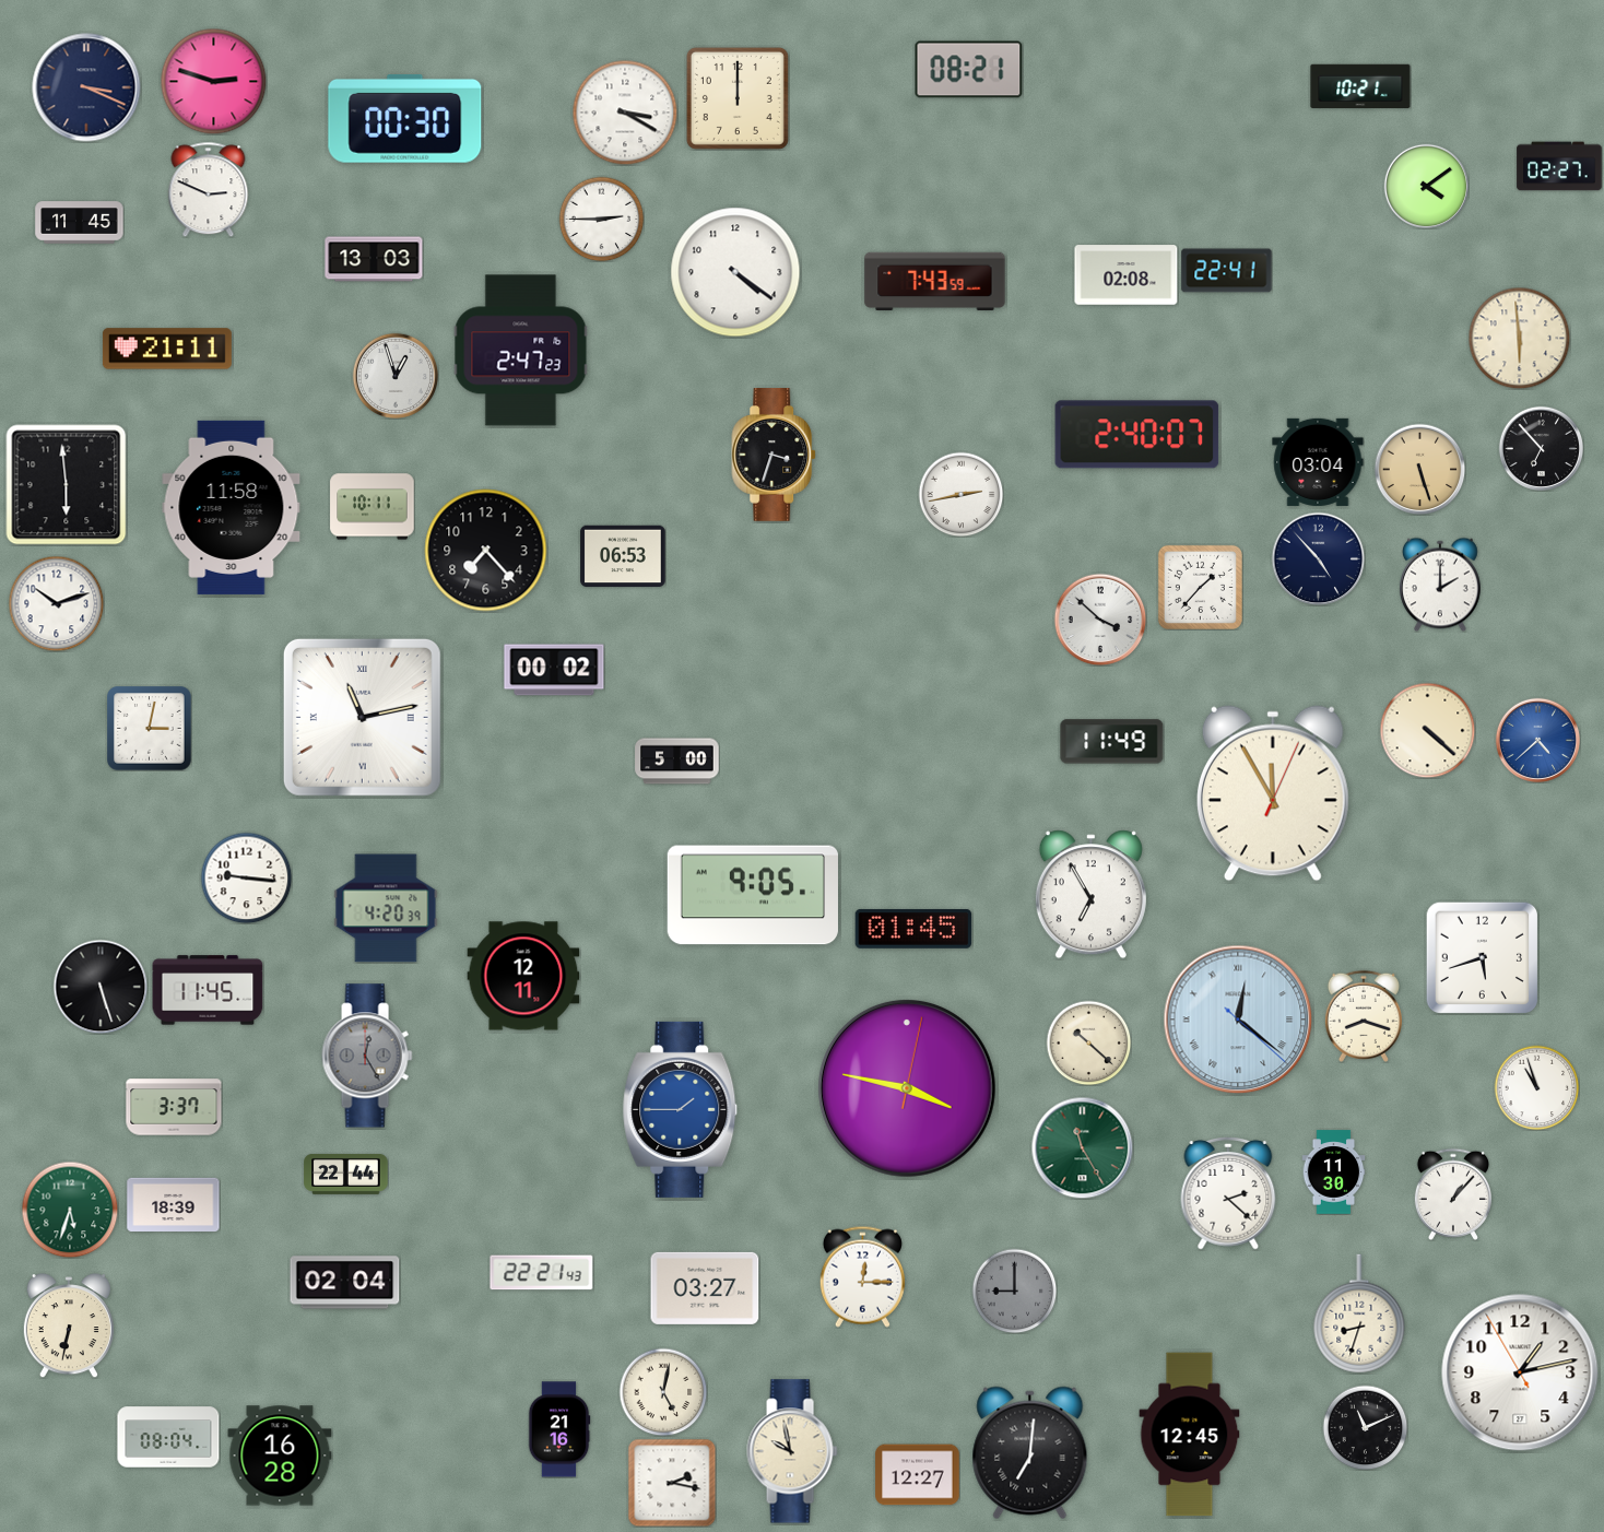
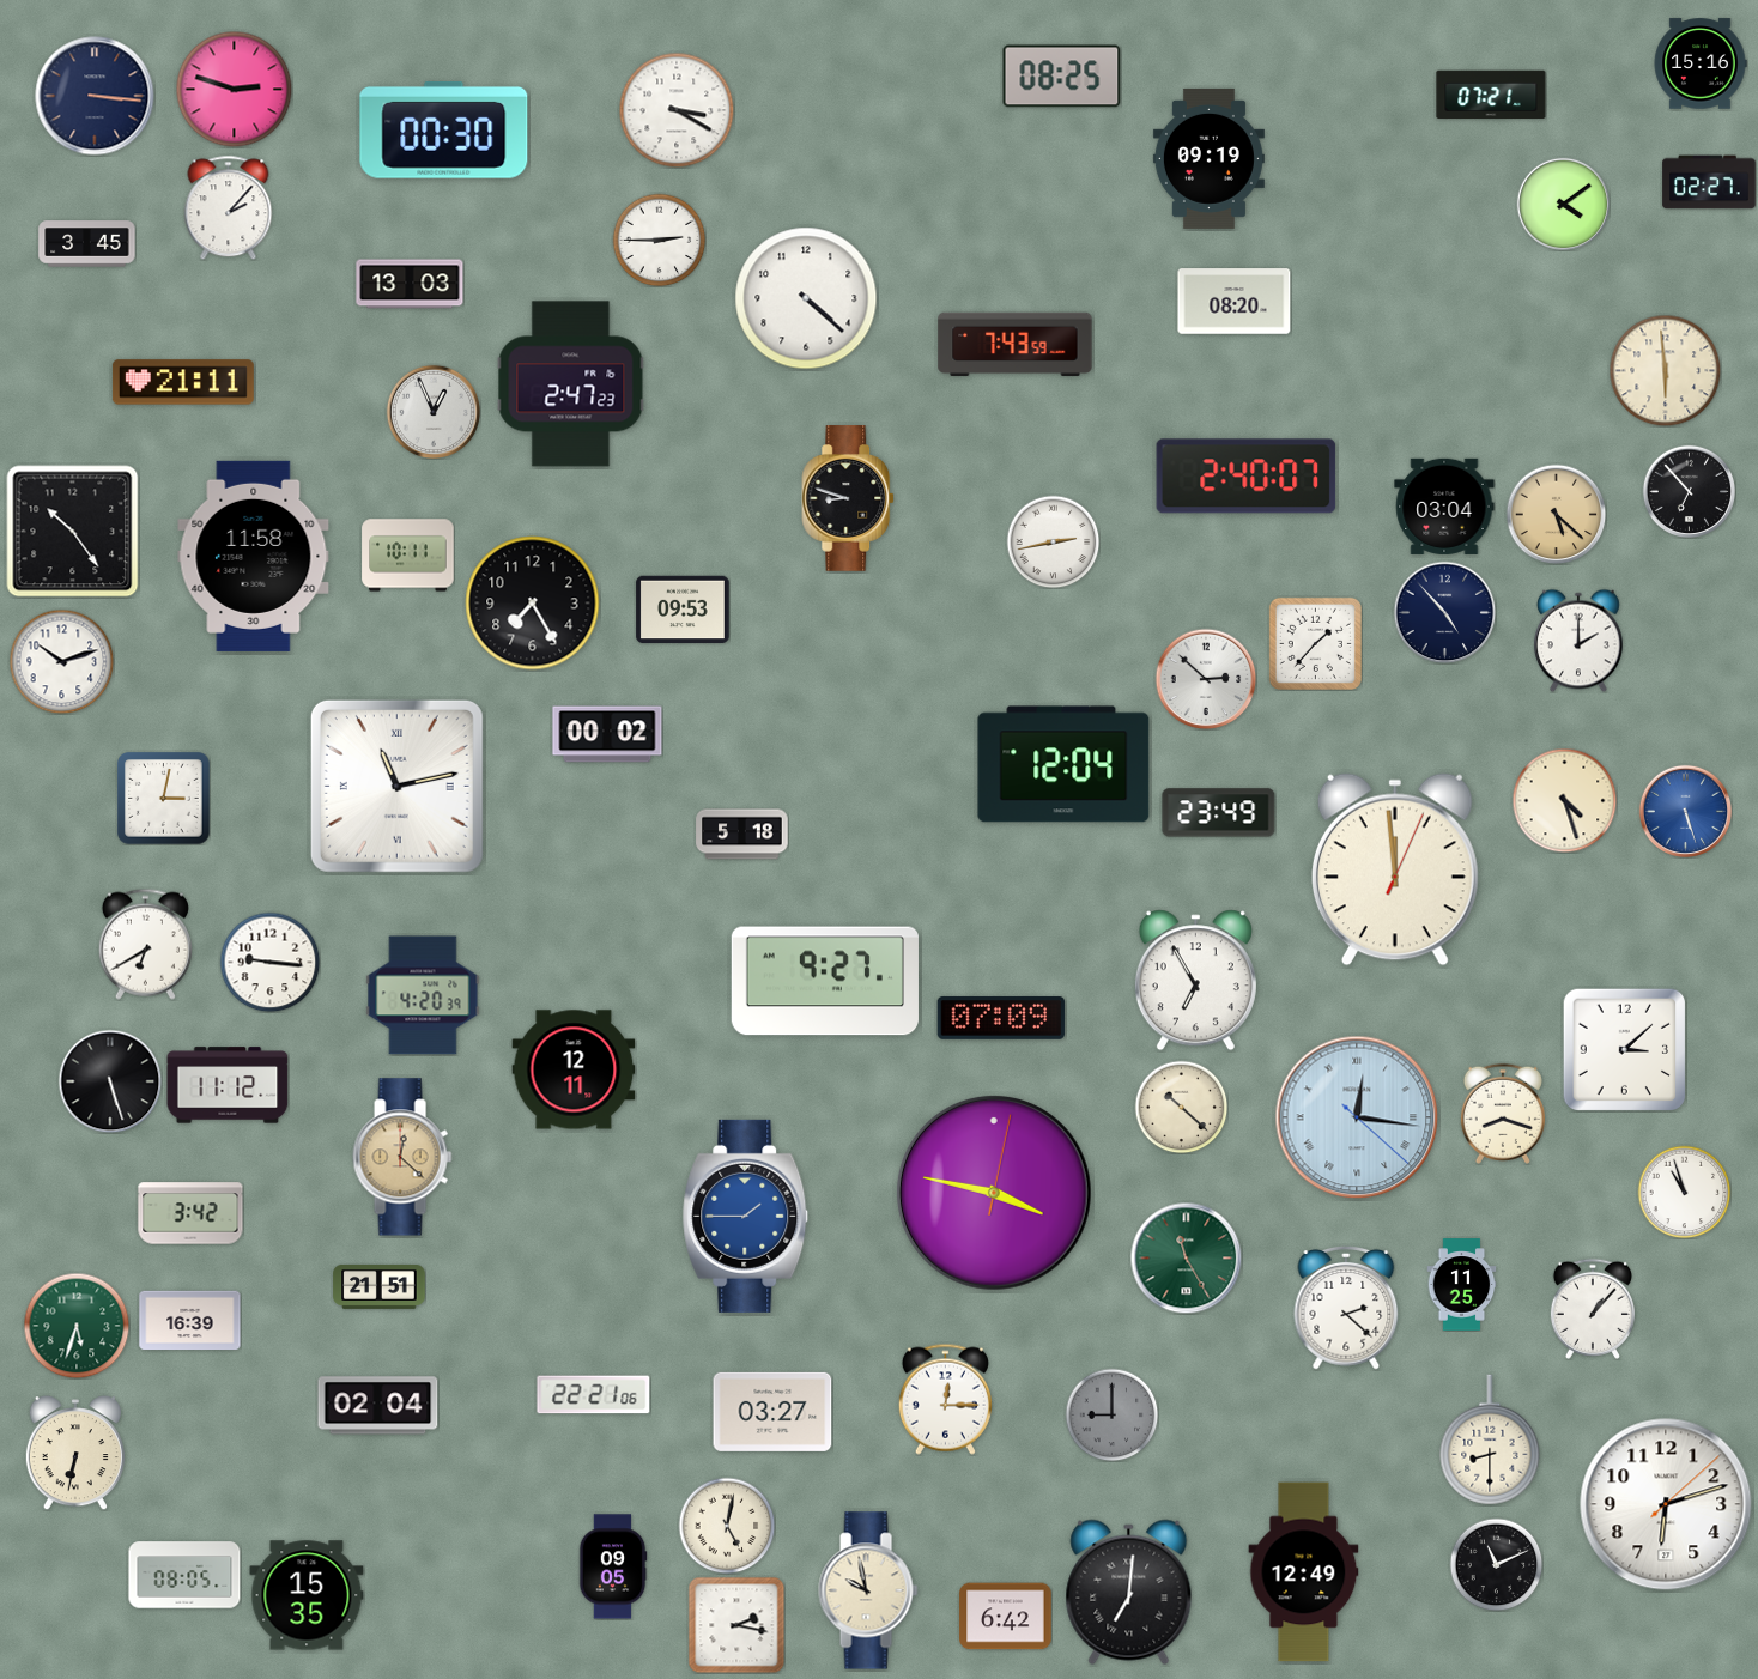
clock at (1701, 63): none -> 15:16
clock at (969, 70): 08:21 -> 08:25
clock at (1360, 86): 10:21 -> 07:21
clock at (86, 87): 3:19 -> 3:16
clock at (738, 98): 12:00 -> none
clock at (625, 113) position: (625, 113) -> (677, 110)
clock at (1208, 158): none -> 09:19
clock at (209, 189): 2:49 -> 2:07
clock at (80, 223): 11:45 -> 3:45
clock at (1227, 271): 22:41 -> none
clock at (735, 272): 4:21 -> 4:22
clock at (1127, 275): 02:08 -> 08:20
clock at (935, 282) position: (935, 282) -> (1016, 345)
clock at (394, 375): 12:57 -> 12:56
clock at (775, 455): 3:33 -> 8:48
clock at (1419, 469): 5:27 -> 5:22
clock at (67, 485): 5:59 -> 10:24
clock at (486, 551): 7:23 -> 7:25
clock at (623, 556): 06:53 -> 09:53
clock at (1100, 620): 3:52 -> 2:52
clock at (1063, 764): none -> 12:04
clock at (1427, 730): 4:22 -> 4:27
clock at (1537, 740): 4:38 -> 5:27
clock at (1112, 742): 11:49 -> 23:49
clock at (677, 762): 5:00 -> 5:18
clock at (1273, 793): 11:55 -> 11:59
clock at (145, 944): none -> 6:40
clock at (753, 895): 9:05 -> 9:27
clock at (913, 929): 01:45 -> 07:09
clock at (1482, 957): 5:42 -> 3:08
clock at (208, 990): 11:45 -> 11:12
clock at (1364, 1016) position: (1364, 1016) -> (1503, 1114)
clock at (1238, 1020): 12:21 -> 12:16
clock at (1088, 1042) position: (1088, 1042) -> (1181, 1107)
clock at (367, 1056): 12:25 -> 12:22
clock at (367, 1056) dial: grey -> champagne
clock at (174, 1107): 3:37 -> 3:42
clock at (1334, 1172): 11:30 -> 11:25
clock at (346, 1174): 22:44 -> 21:51
clock at (174, 1205): 18:39 -> 16:39
clock at (542, 1273): 22:21:43 -> 22:21:06
clock at (1359, 1313): 8:33 -> 8:30
clock at (1520, 1372): 1:12 -> 6:12
clock at (559, 1429): 21:16 -> 09:05
clock at (1190, 1435): 12:45 -> 12:49
clock at (168, 1437): 08:04 -> 08:05
clock at (280, 1456): 16:28 -> 15:35
clock at (918, 1475): 12:27 -> 6:42
